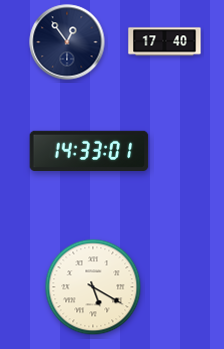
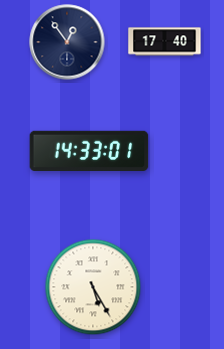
clock at (93, 287): 5:20 -> 5:25
